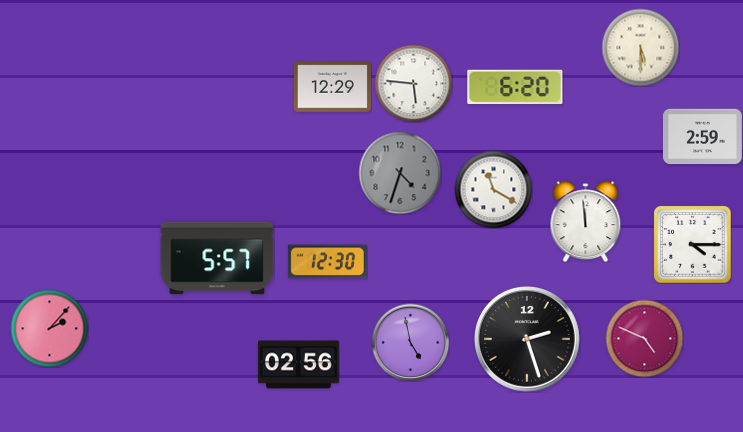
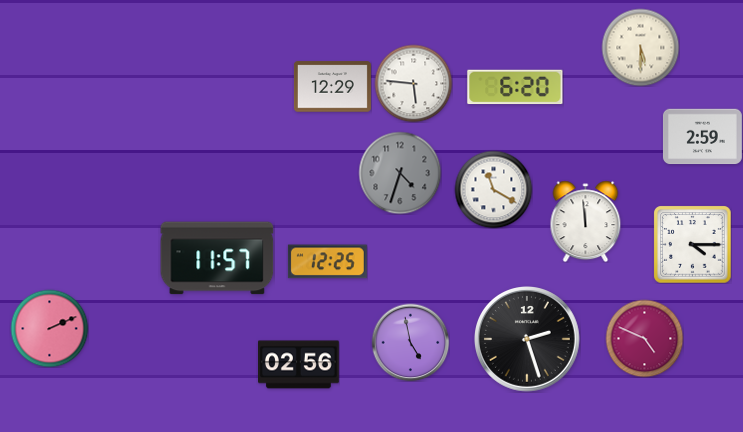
clock at (217, 258): 5:57 -> 11:57
clock at (327, 262): 12:30 -> 12:25
clock at (49, 328): 2:07 -> 2:11
